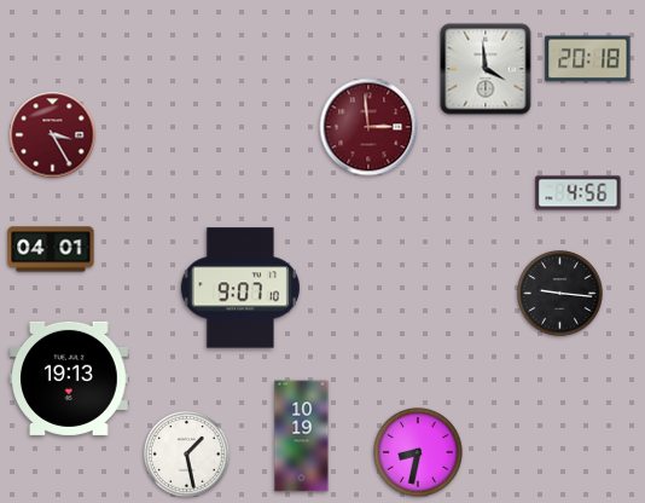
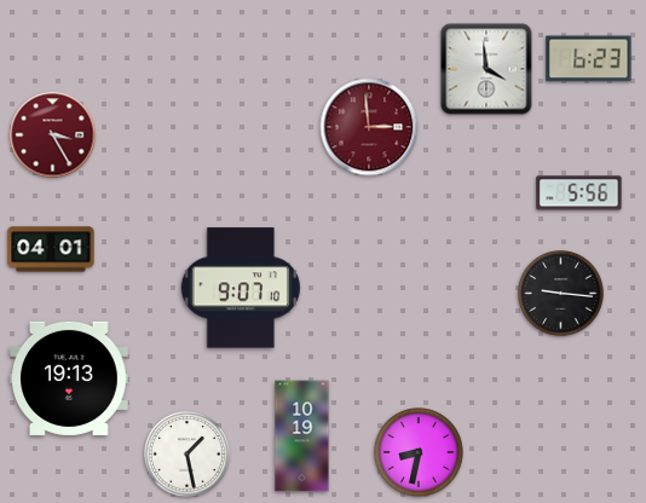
clock at (588, 59): 20:18 -> 6:23
clock at (579, 193): 4:56 -> 5:56
